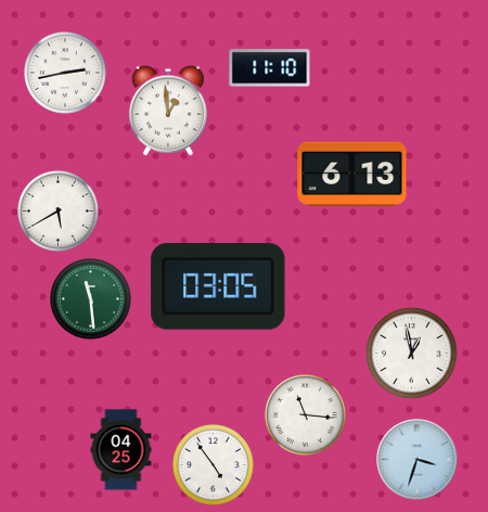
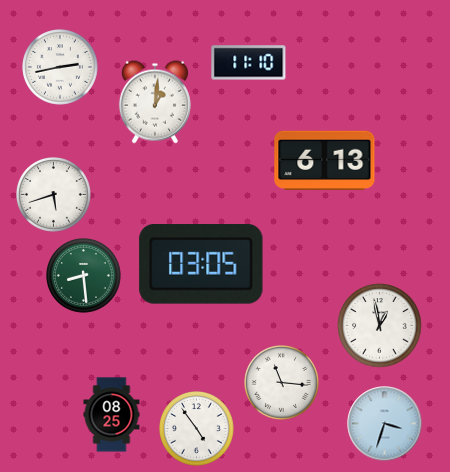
clock at (168, 111): 12:59 -> 1:01
clock at (59, 212): 5:40 -> 5:42
clock at (91, 299): 11:29 -> 8:29
clock at (121, 450): 04:25 -> 08:25
